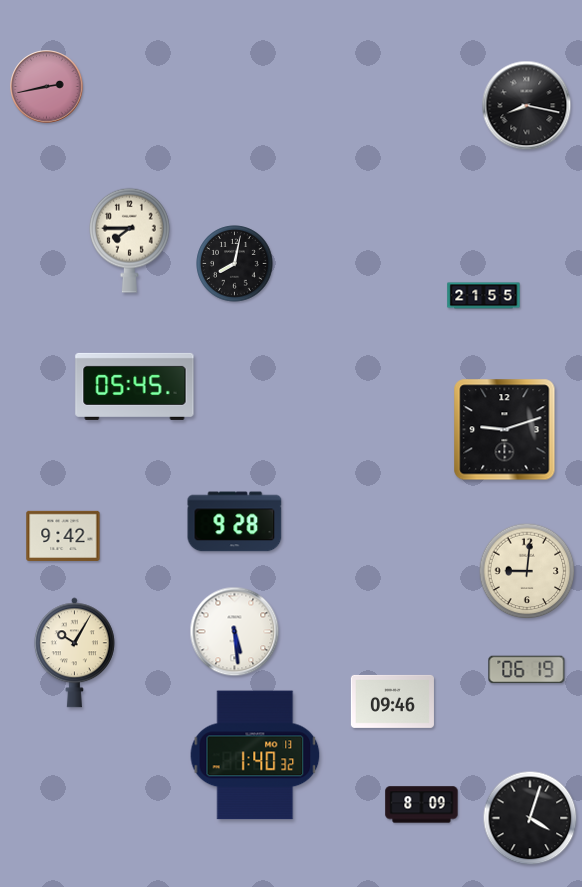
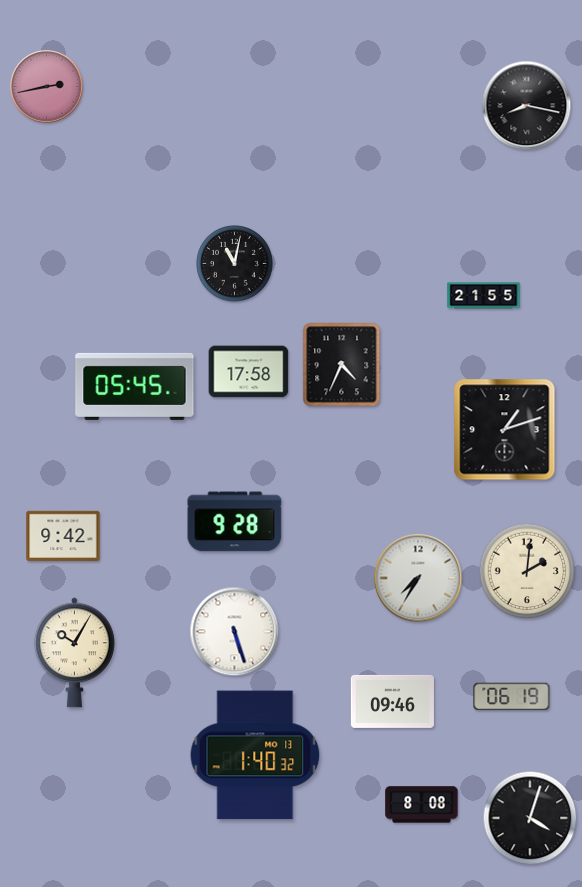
clock at (129, 240): 7:45 -> none
clock at (235, 264): 8:02 -> 11:02
clock at (342, 365): none -> 4:34
clock at (249, 372): none -> 17:58
clock at (505, 430): 9:12 -> 1:12
clock at (527, 571): 9:01 -> 2:01
clock at (418, 578): none -> 7:35
clock at (235, 632): 5:29 -> 5:27
clock at (527, 670) position: (527, 670) -> (512, 697)
clock at (422, 805): 8:09 -> 8:08
